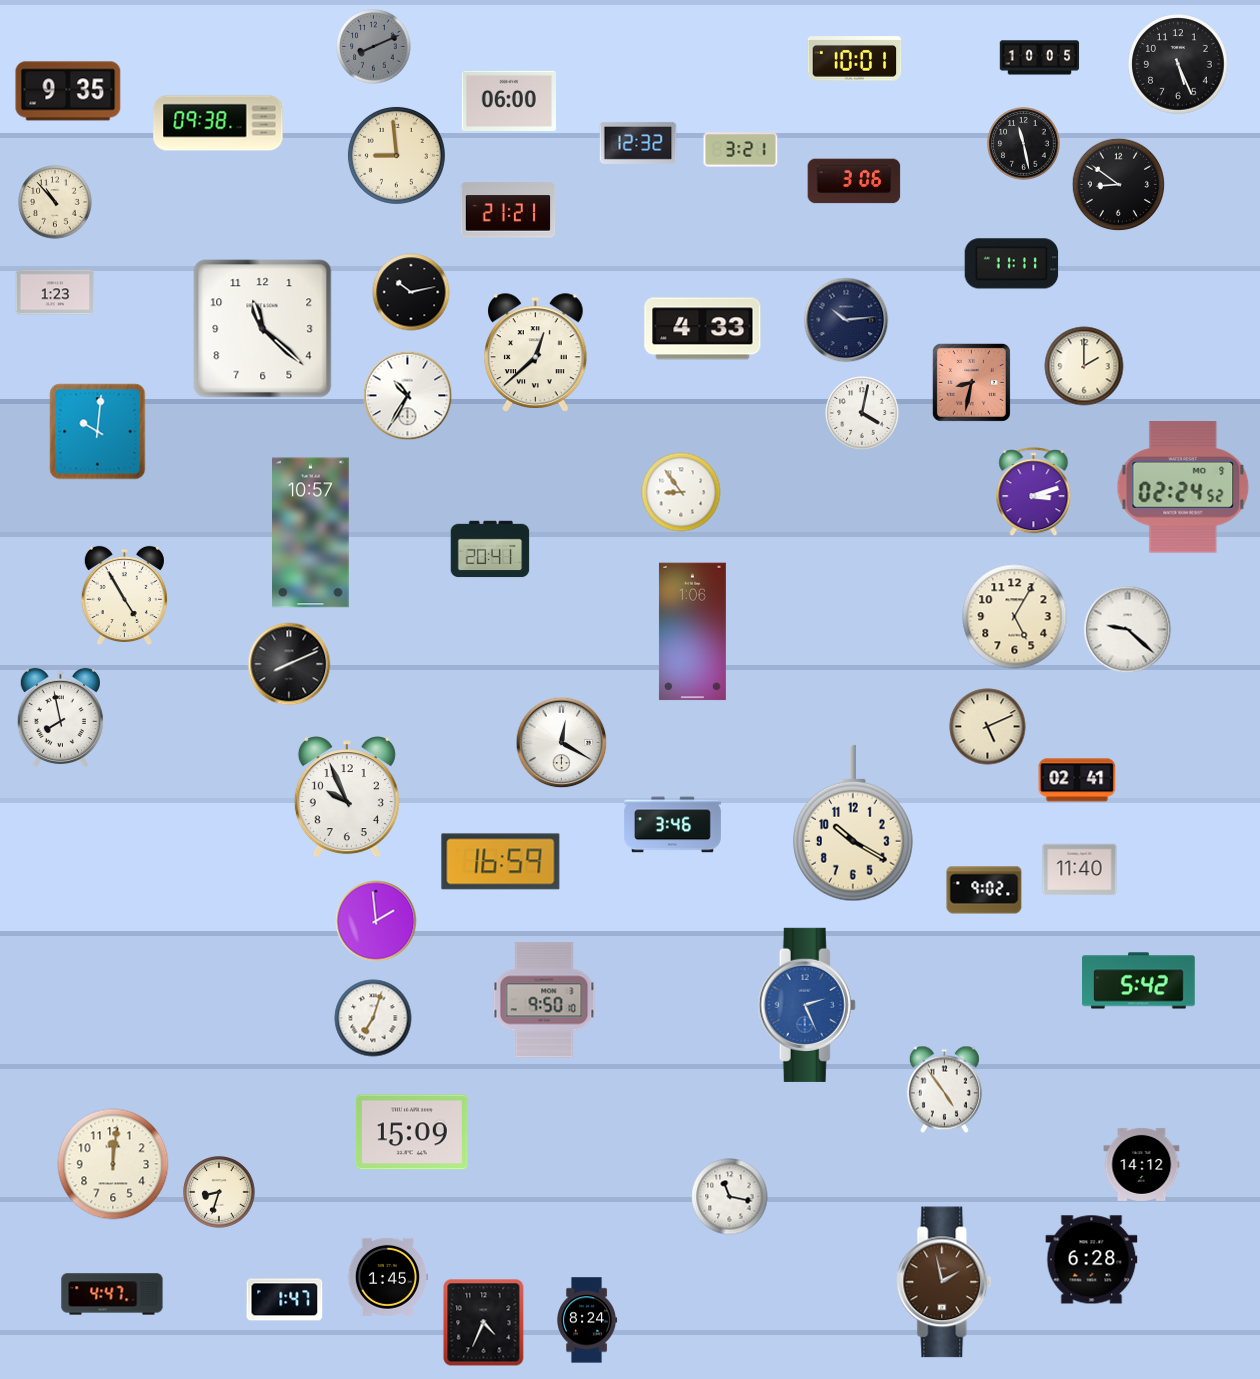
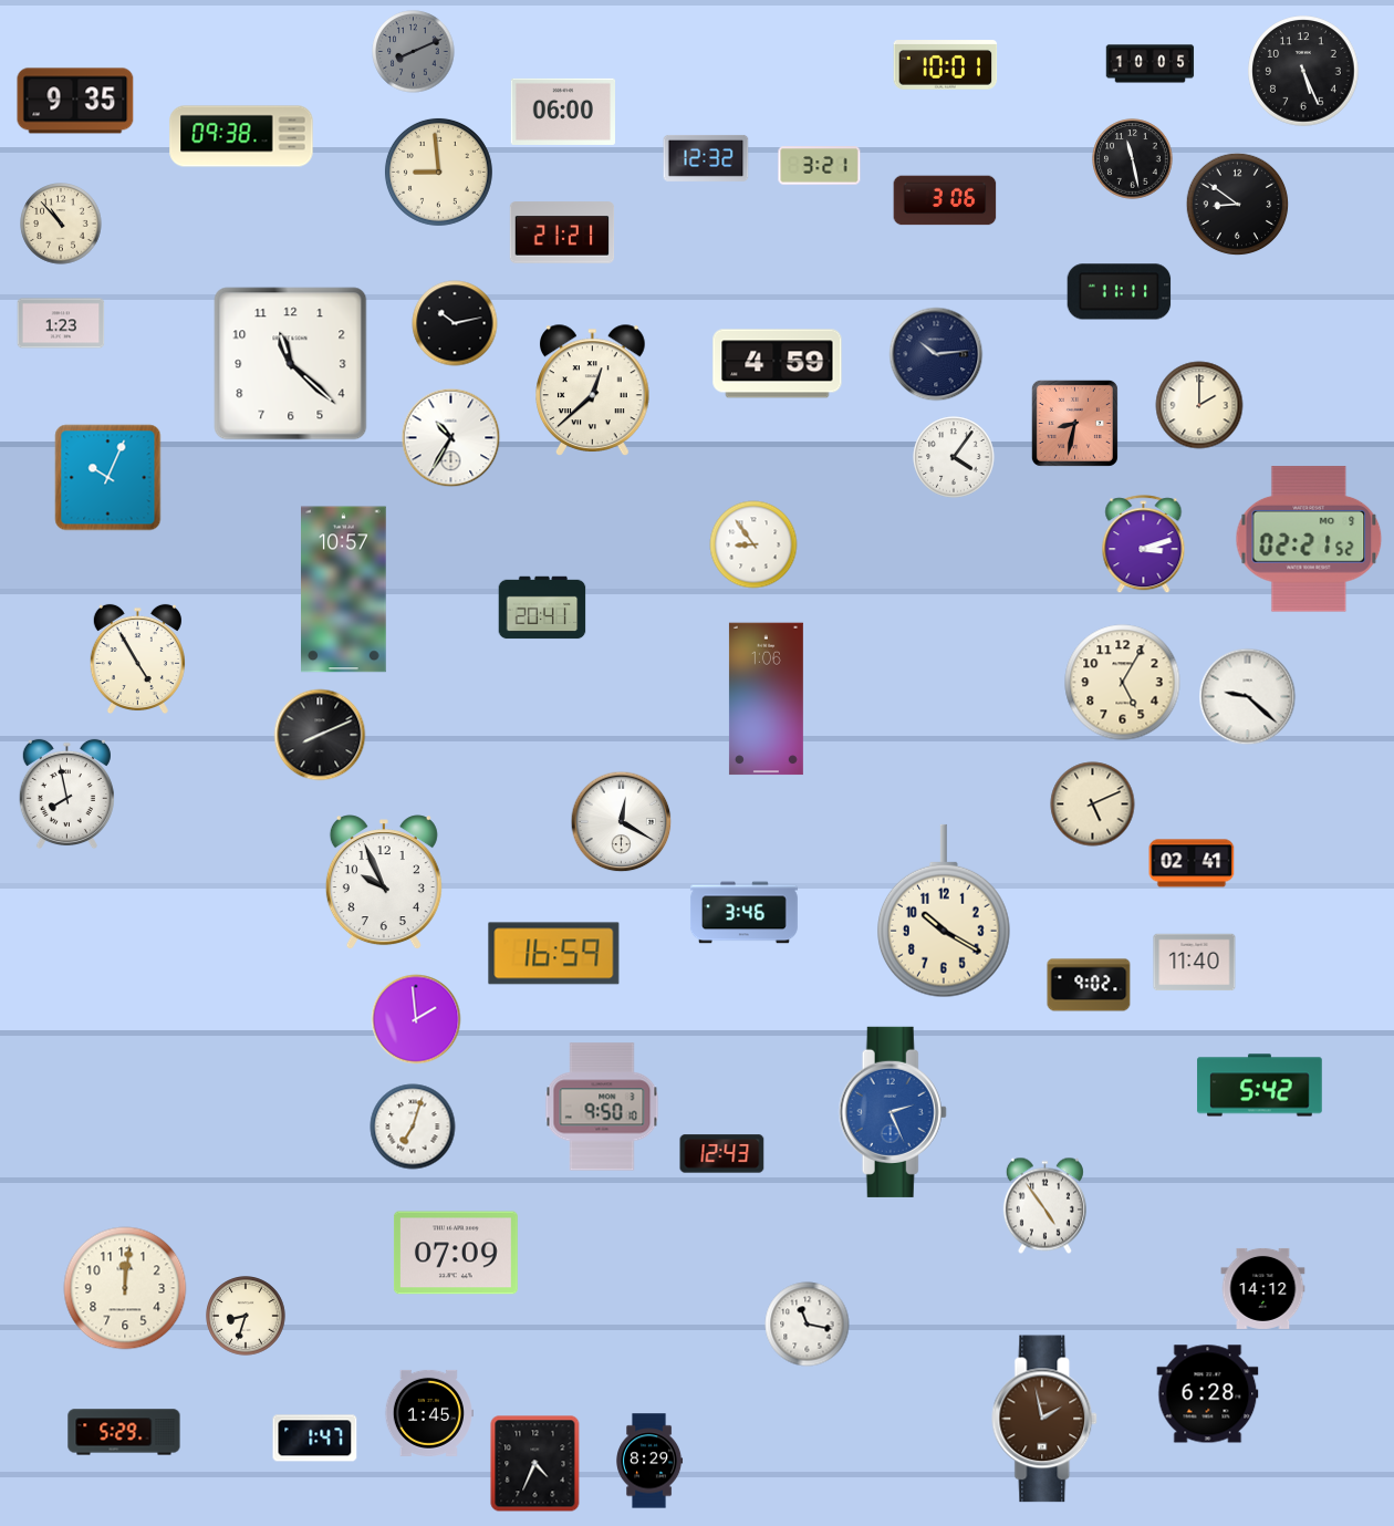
clock at (703, 329): 4:33 -> 4:59
clock at (862, 413): 4:02 -> 4:06
clock at (98, 432): 10:01 -> 10:04
clock at (1183, 487): 02:24 -> 02:21
clock at (722, 1154): none -> 12:43
clock at (412, 1132): 15:09 -> 07:09
clock at (219, 1192) position: (219, 1192) -> (246, 1316)
clock at (112, 1294): 4:47 -> 5:29
clock at (588, 1320): 8:24 -> 8:29
